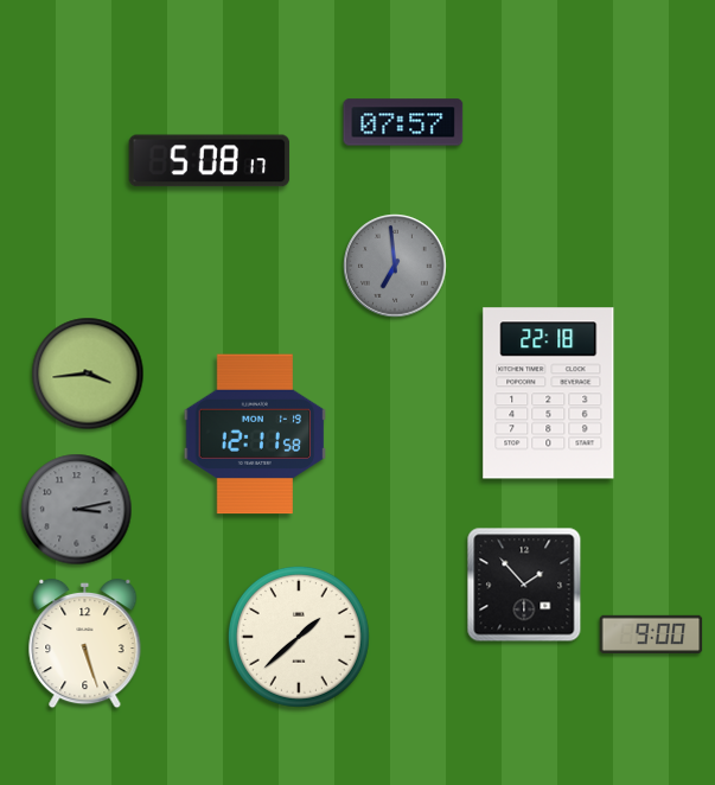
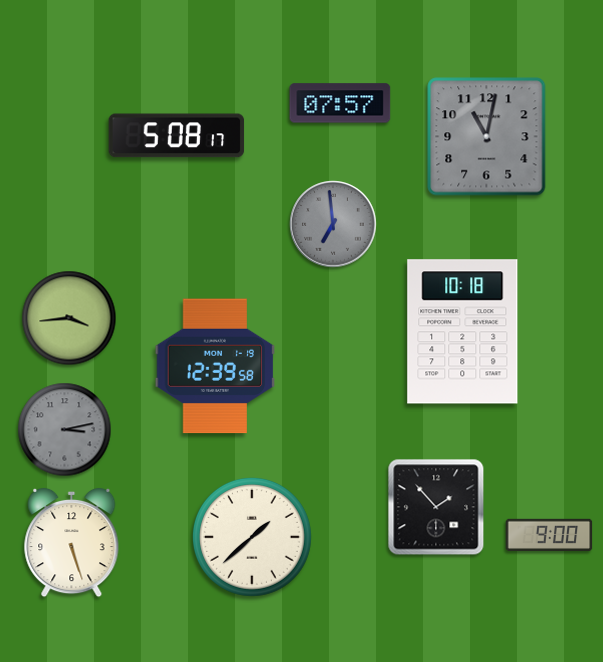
clock at (487, 137): none -> 11:02
clock at (88, 374) position: (88, 374) -> (69, 318)
clock at (549, 394): 22:18 -> 10:18
clock at (255, 434): 12:11 -> 12:39
clock at (524, 585) position: (524, 585) -> (436, 507)
